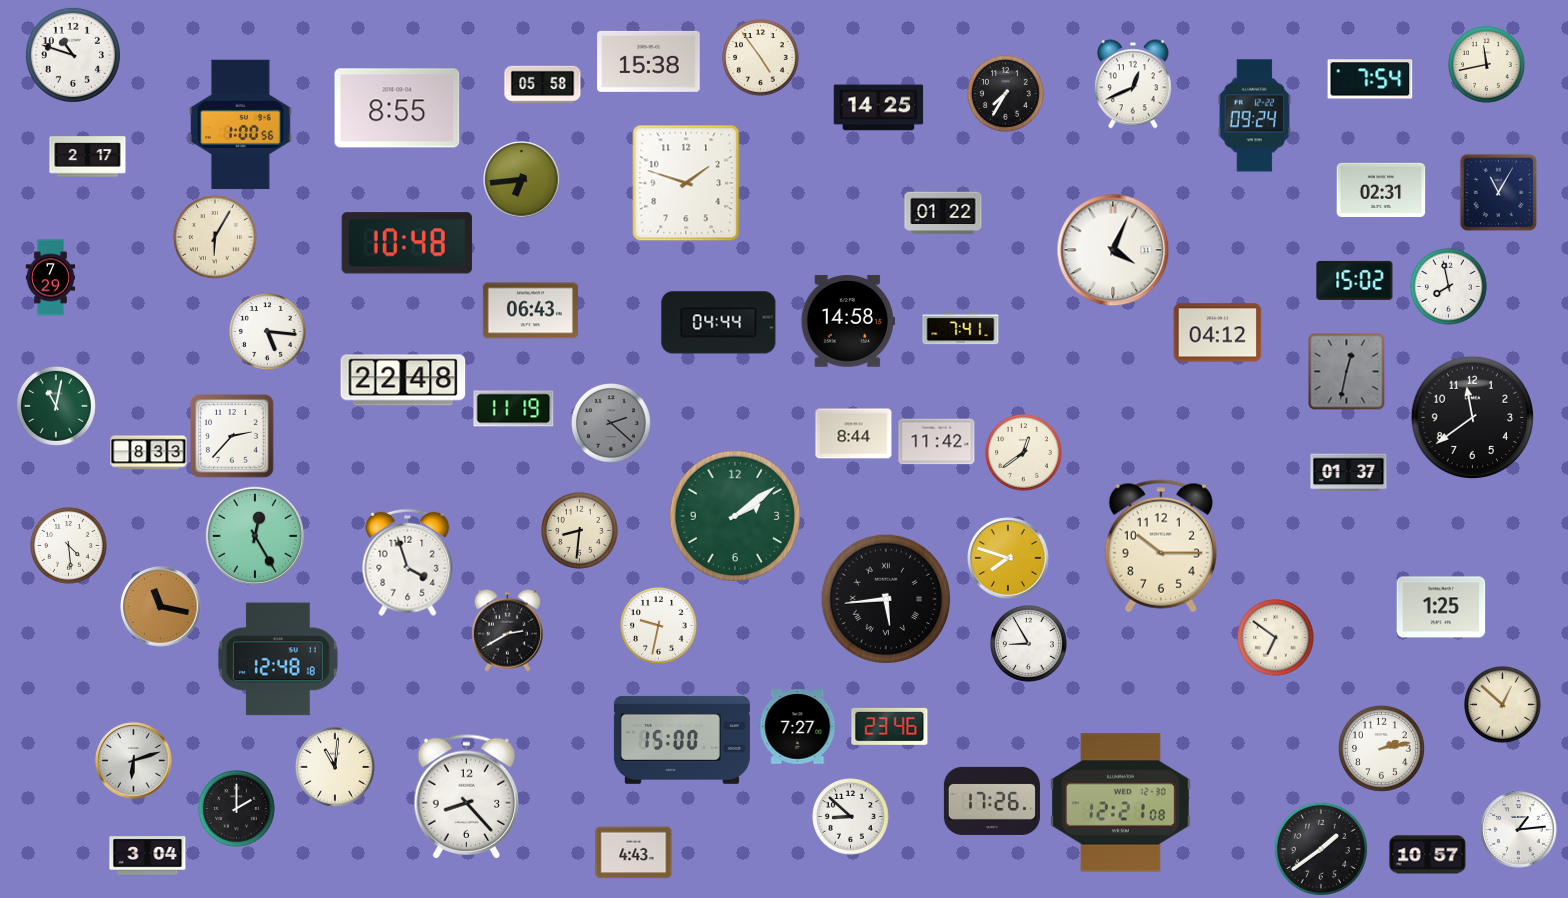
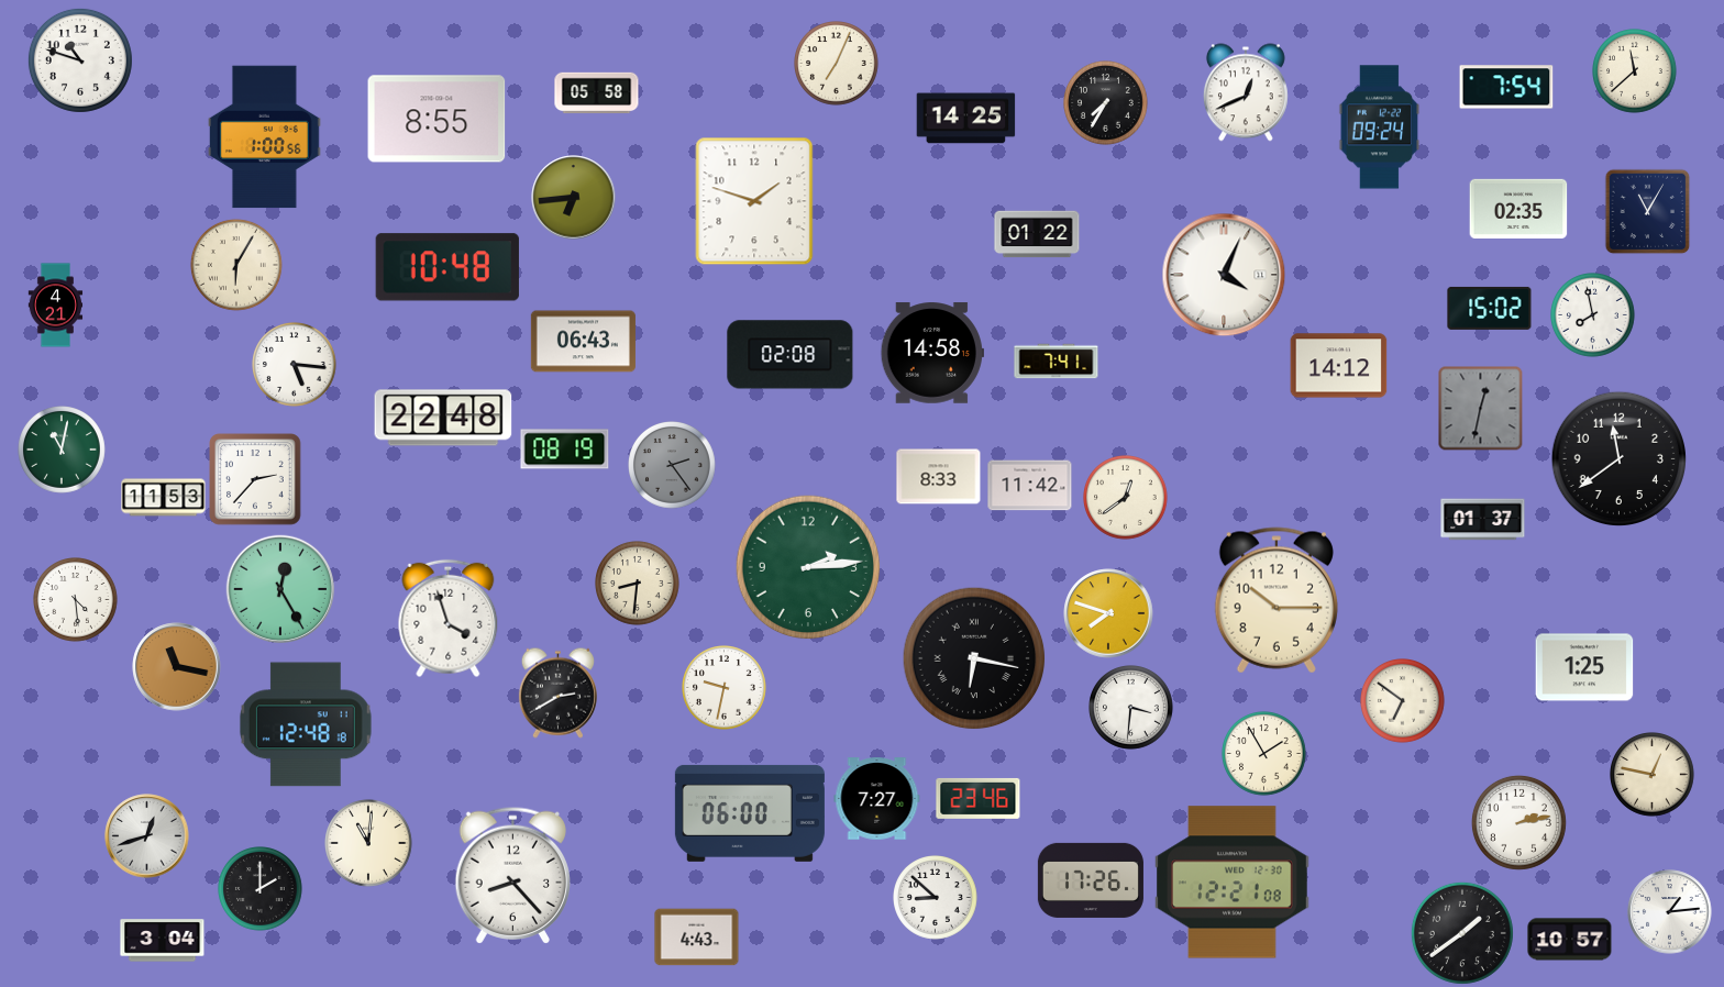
clock at (761, 58): 4:54 -> 7:04
clock at (649, 61): 15:38 -> none
clock at (1487, 65): 11:43 -> 11:38
clock at (88, 157): 2:17 -> none
clock at (1381, 189): 02:31 -> 02:35
clock at (215, 237) position: (215, 237) -> (236, 265)
clock at (51, 278): 7:29 -> 4:21
clock at (719, 323): 04:44 -> 02:08
clock at (1218, 333): 04:12 -> 14:12
clock at (57, 407) position: (57, 407) -> (63, 451)
clock at (514, 409): 11:19 -> 08:19
clock at (612, 424): 2:22 -> 2:24
clock at (854, 434): 8:44 -> 8:33
clock at (149, 453): 8:33 -> 11:53
clock at (735, 516): 2:09 -> 2:14
clock at (886, 599): 5:44 -> 6:17
clock at (1029, 644): 8:55 -> 3:31
clock at (1264, 754): none -> 1:55
clock at (1503, 705): 12:52 -> 12:47
clock at (682, 740): 15:00 -> 06:00
clock at (134, 761): 6:12 -> 12:42
clock at (1321, 849) position: (1321, 849) -> (1462, 933)
